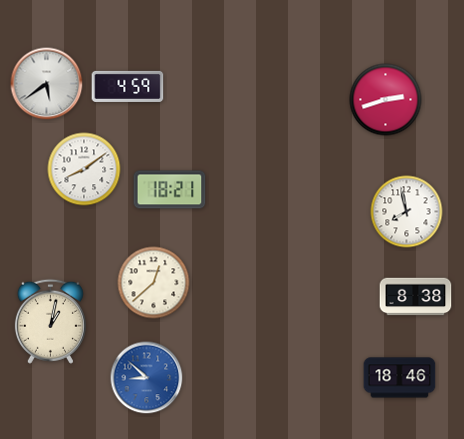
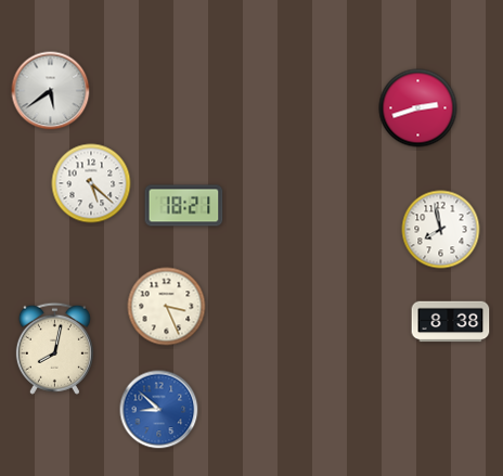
clock at (128, 86): 4:59 -> none
clock at (84, 169): 8:09 -> 5:22
clock at (154, 283): 12:38 -> 3:26
clock at (50, 321): 1:02 -> 8:02
clock at (400, 378): 18:46 -> none
